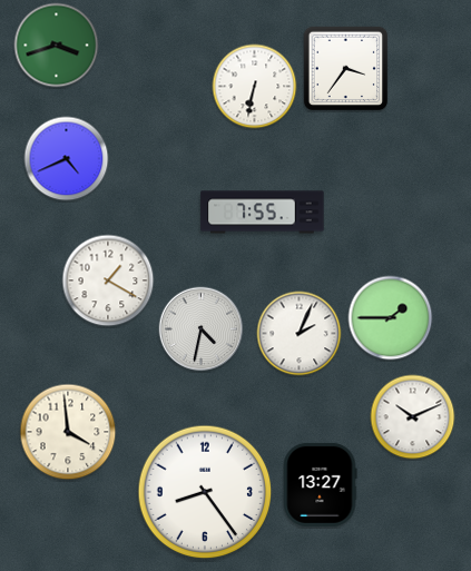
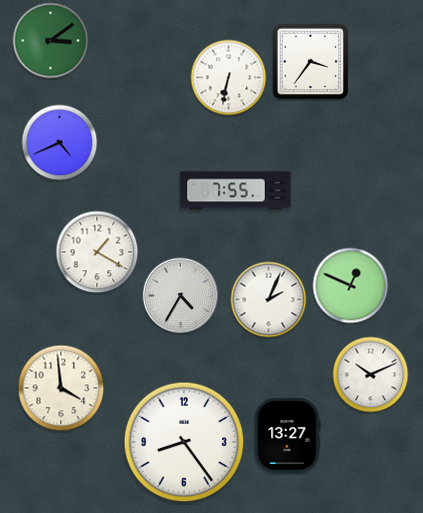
clock at (57, 46): 3:42 -> 3:09
clock at (391, 318): 1:45 -> 12:49
clock at (202, 329): 4:32 -> 4:35
